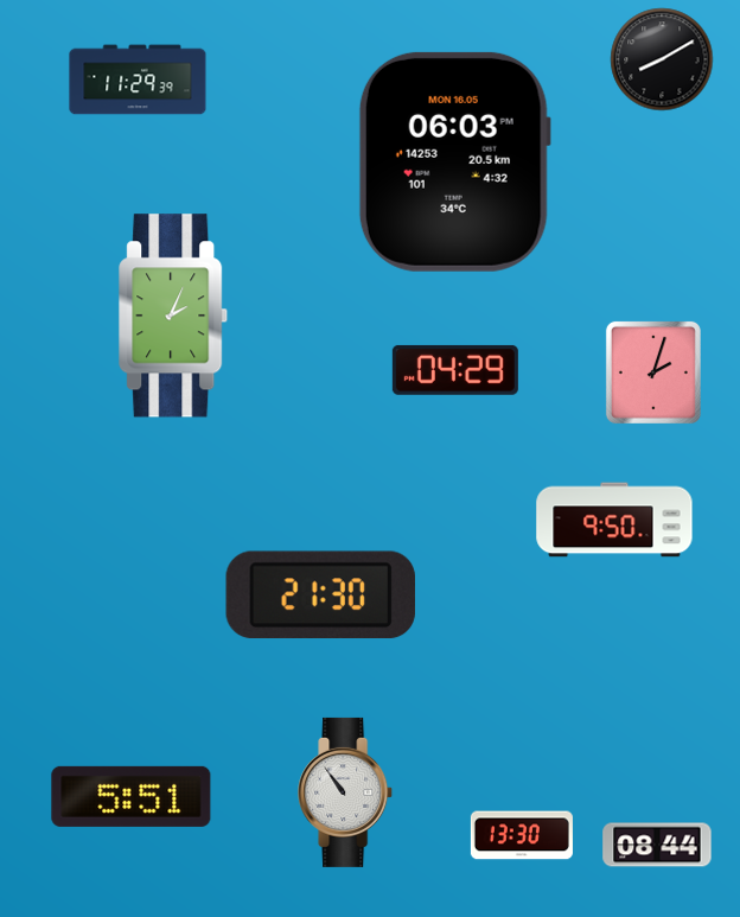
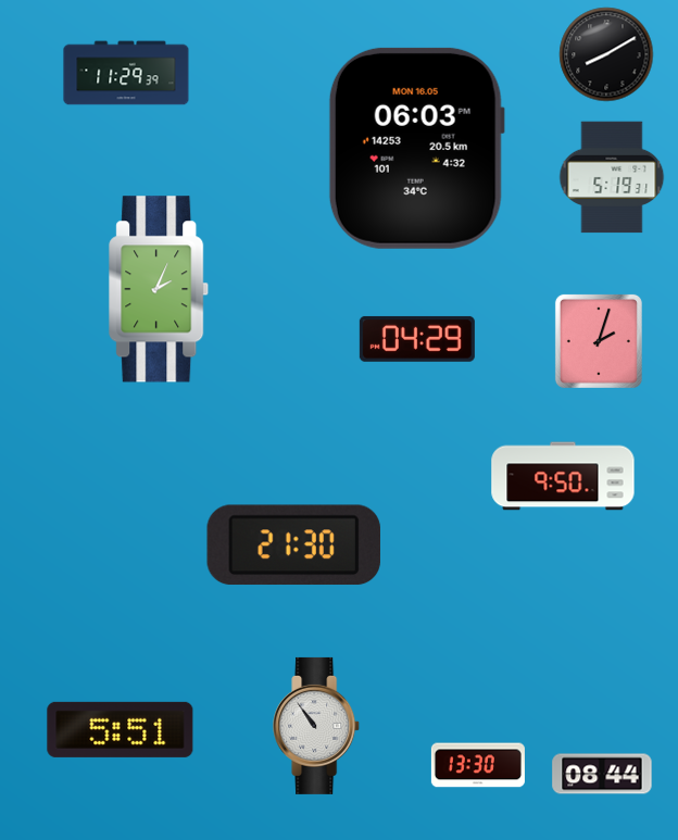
clock at (612, 177): none -> 5:19
